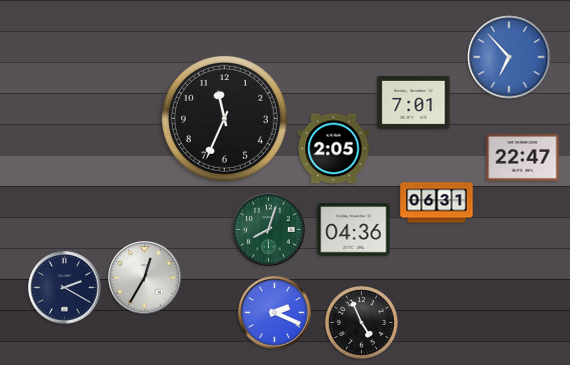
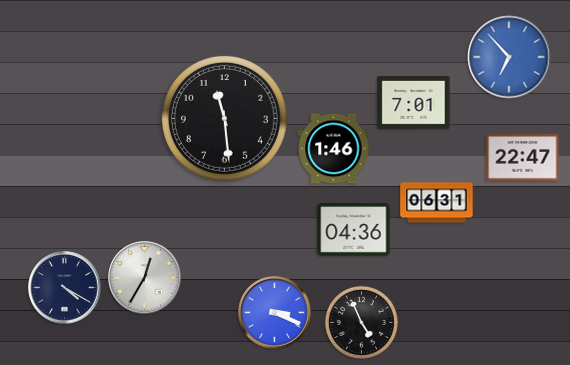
clock at (224, 118): 11:34 -> 11:29
clock at (334, 149): 2:05 -> 1:46
clock at (269, 230): 8:03 -> none
clock at (65, 288): 2:20 -> 4:20
clock at (275, 313): 2:19 -> 3:19
